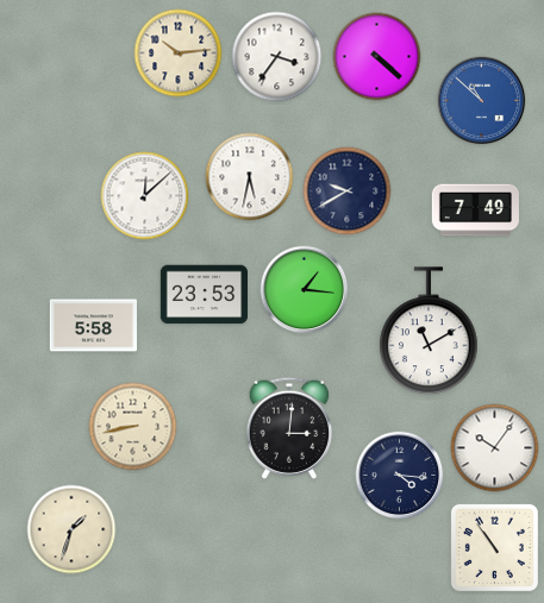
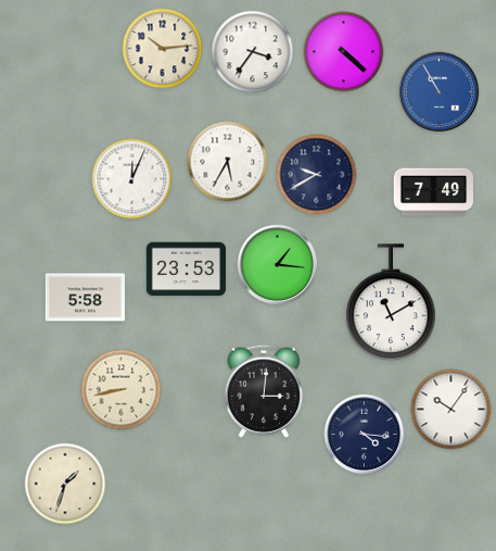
clock at (482, 101): 10:52 -> 10:55
clock at (250, 177): 5:32 -> 5:35
clock at (145, 196): 12:08 -> 12:04
clock at (494, 547): 10:54 -> none
